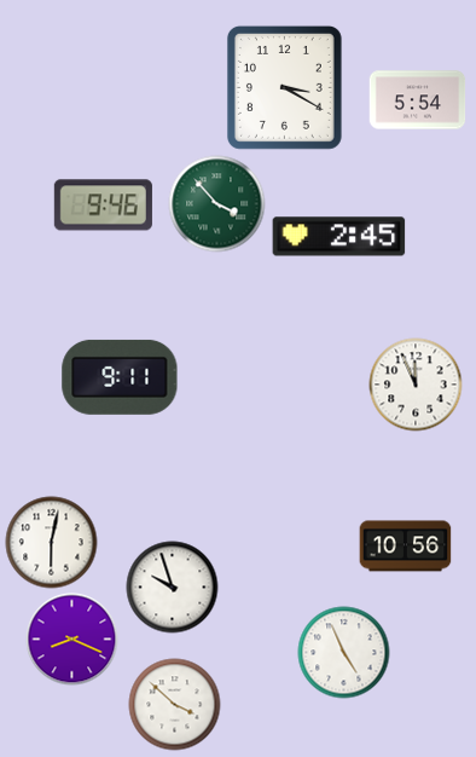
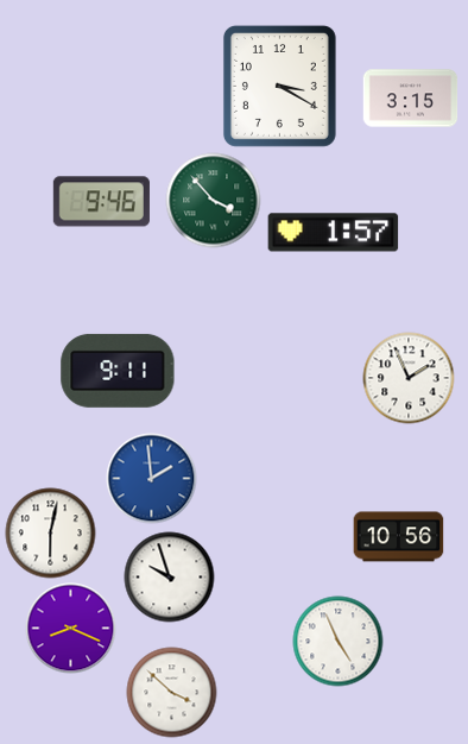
clock at (418, 100): 5:54 -> 3:15
clock at (339, 237): 2:45 -> 1:57
clock at (416, 385): 11:56 -> 1:56
clock at (152, 479): none -> 1:59
